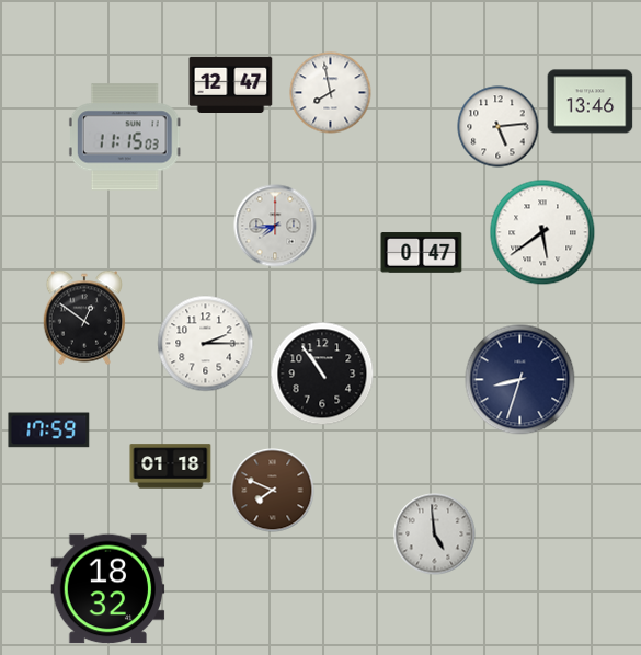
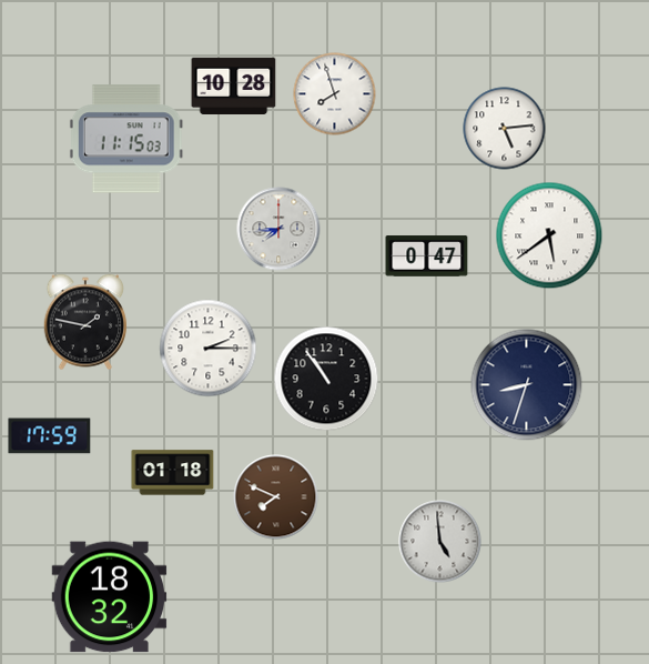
clock at (231, 84): 12:47 -> 10:28
clock at (331, 93): 7:58 -> 7:57
clock at (591, 102): 13:46 -> none
clock at (83, 318): 12:51 -> 1:47
